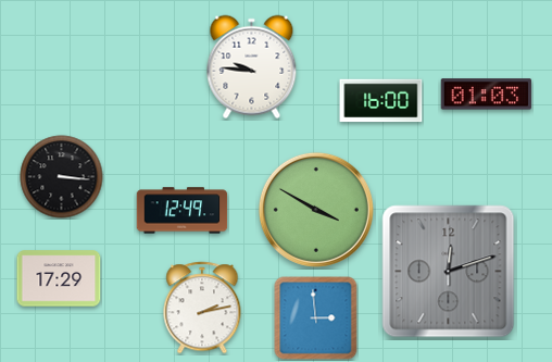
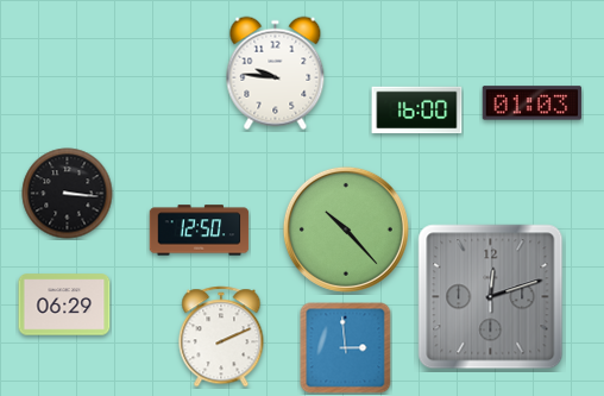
clock at (316, 210): 3:50 -> 10:23
clock at (183, 211): 12:49 -> 12:50
clock at (59, 278): 17:29 -> 06:29
clock at (202, 308): 2:13 -> 2:11
